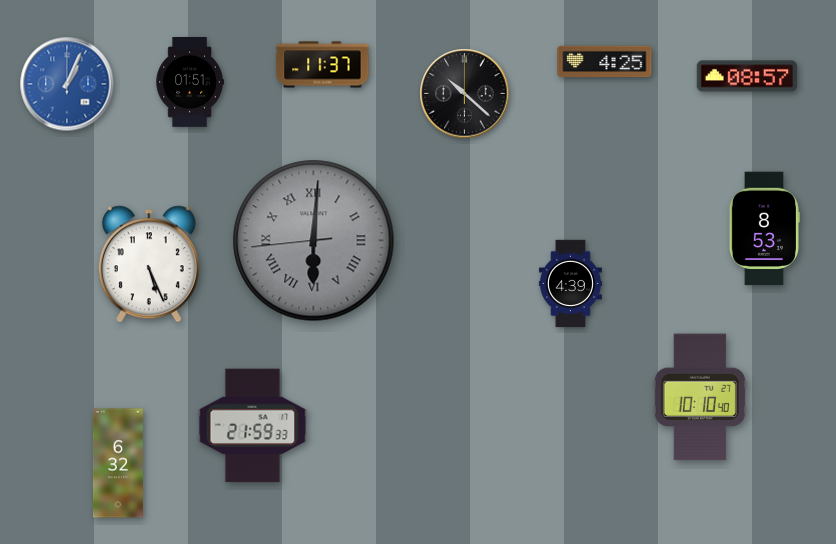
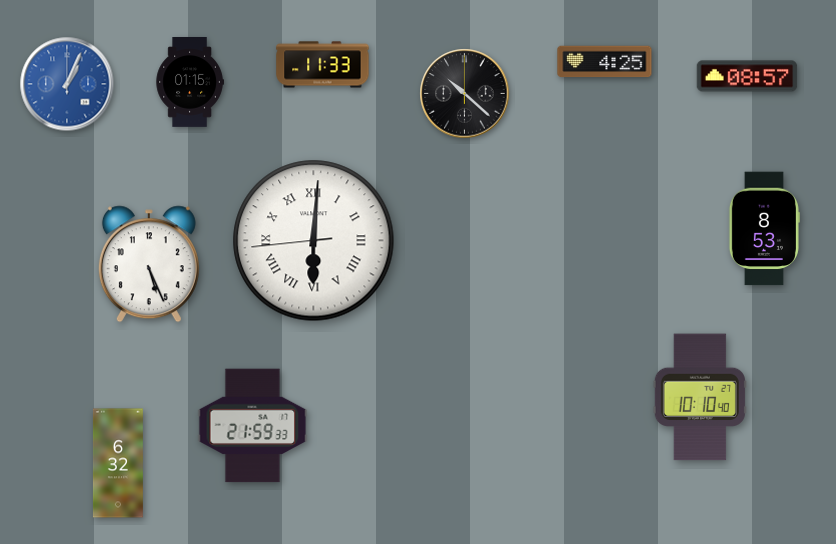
clock at (323, 65): 11:37 -> 11:33
clock at (190, 83): 01:51 -> 01:15
clock at (314, 241) dial: grey -> white
clock at (570, 284): 4:39 -> none
